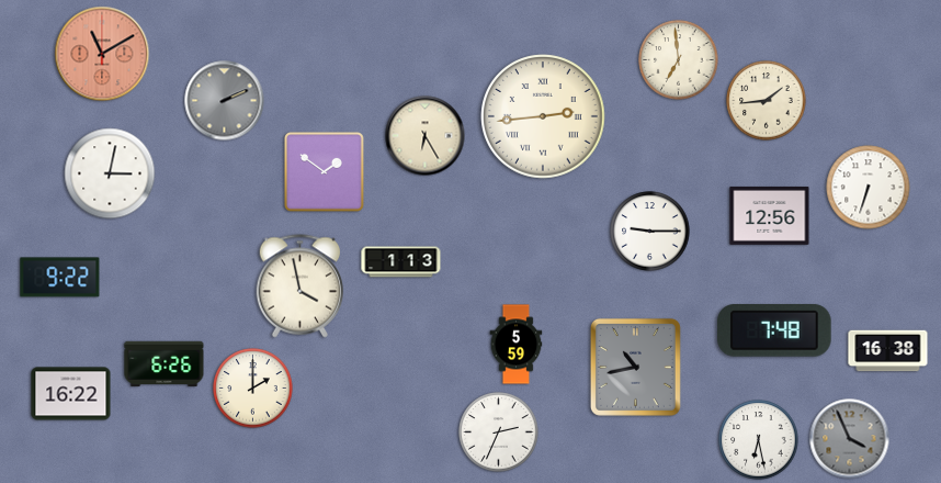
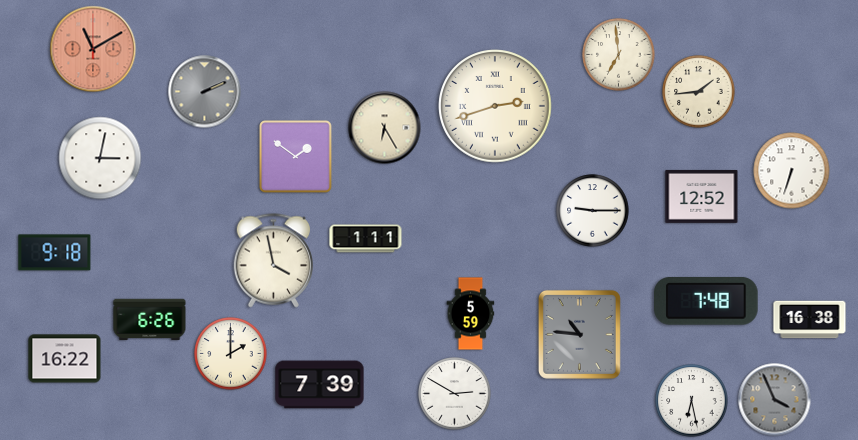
clock at (543, 116): 2:44 -> 2:42
clock at (426, 136) position: (426, 136) -> (385, 128)
clock at (770, 215): 12:56 -> 12:52
clock at (401, 262): 1:13 -> 1:11
clock at (60, 278): 9:22 -> 9:18
clock at (165, 363) position: (165, 363) -> (150, 319)
clock at (635, 367): 10:43 -> 10:46
clock at (320, 385): none -> 7:39
clock at (499, 433): 2:34 -> 2:50
